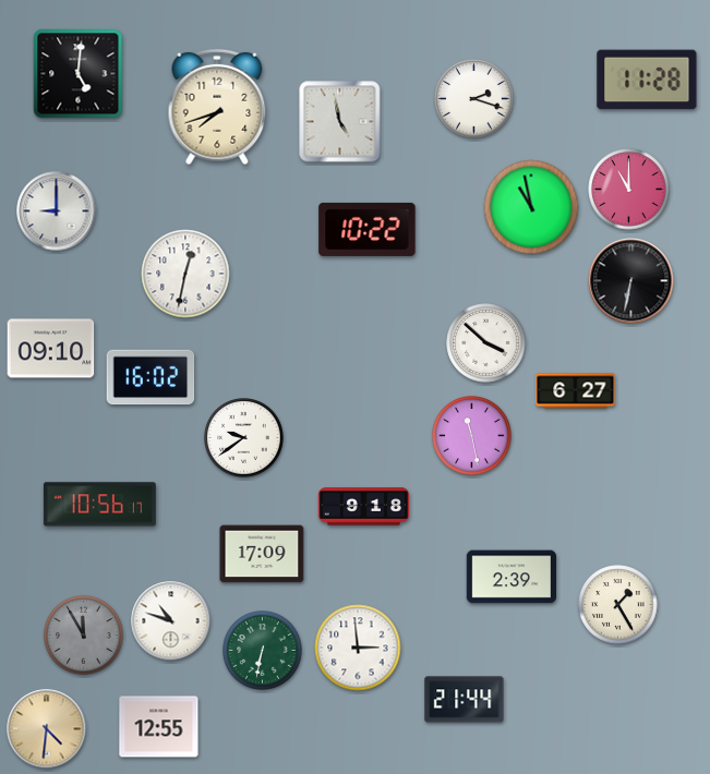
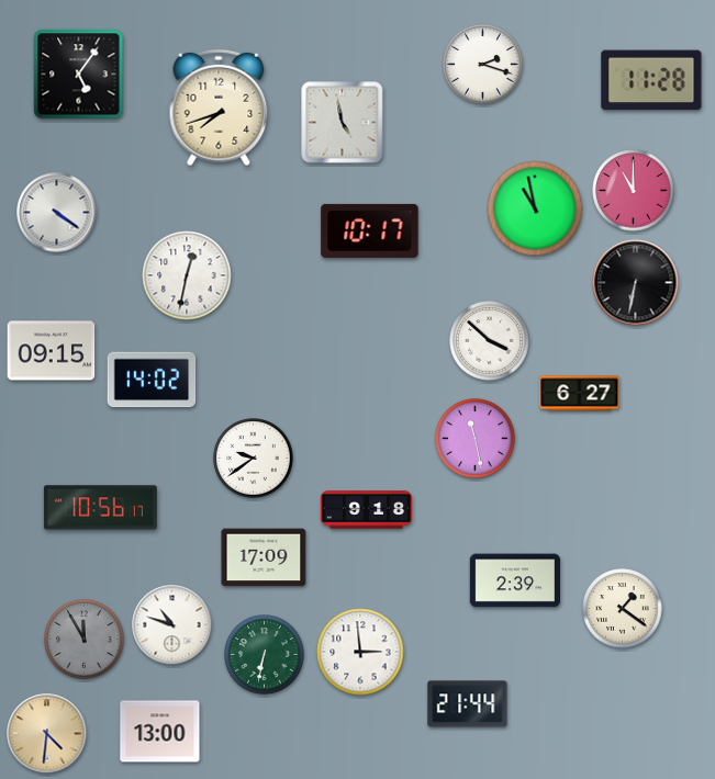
clock at (79, 74): 5:01 -> 5:06
clock at (474, 99) position: (474, 99) -> (483, 65)
clock at (57, 211): 9:00 -> 4:21
clock at (368, 229): 10:22 -> 10:17
clock at (486, 343) position: (486, 343) -> (490, 341)
clock at (51, 349): 09:10 -> 09:15
clock at (151, 377): 16:02 -> 14:02
clock at (244, 438) position: (244, 438) -> (254, 459)
clock at (618, 605): 1:25 -> 1:21
clock at (159, 727): 12:55 -> 13:00
